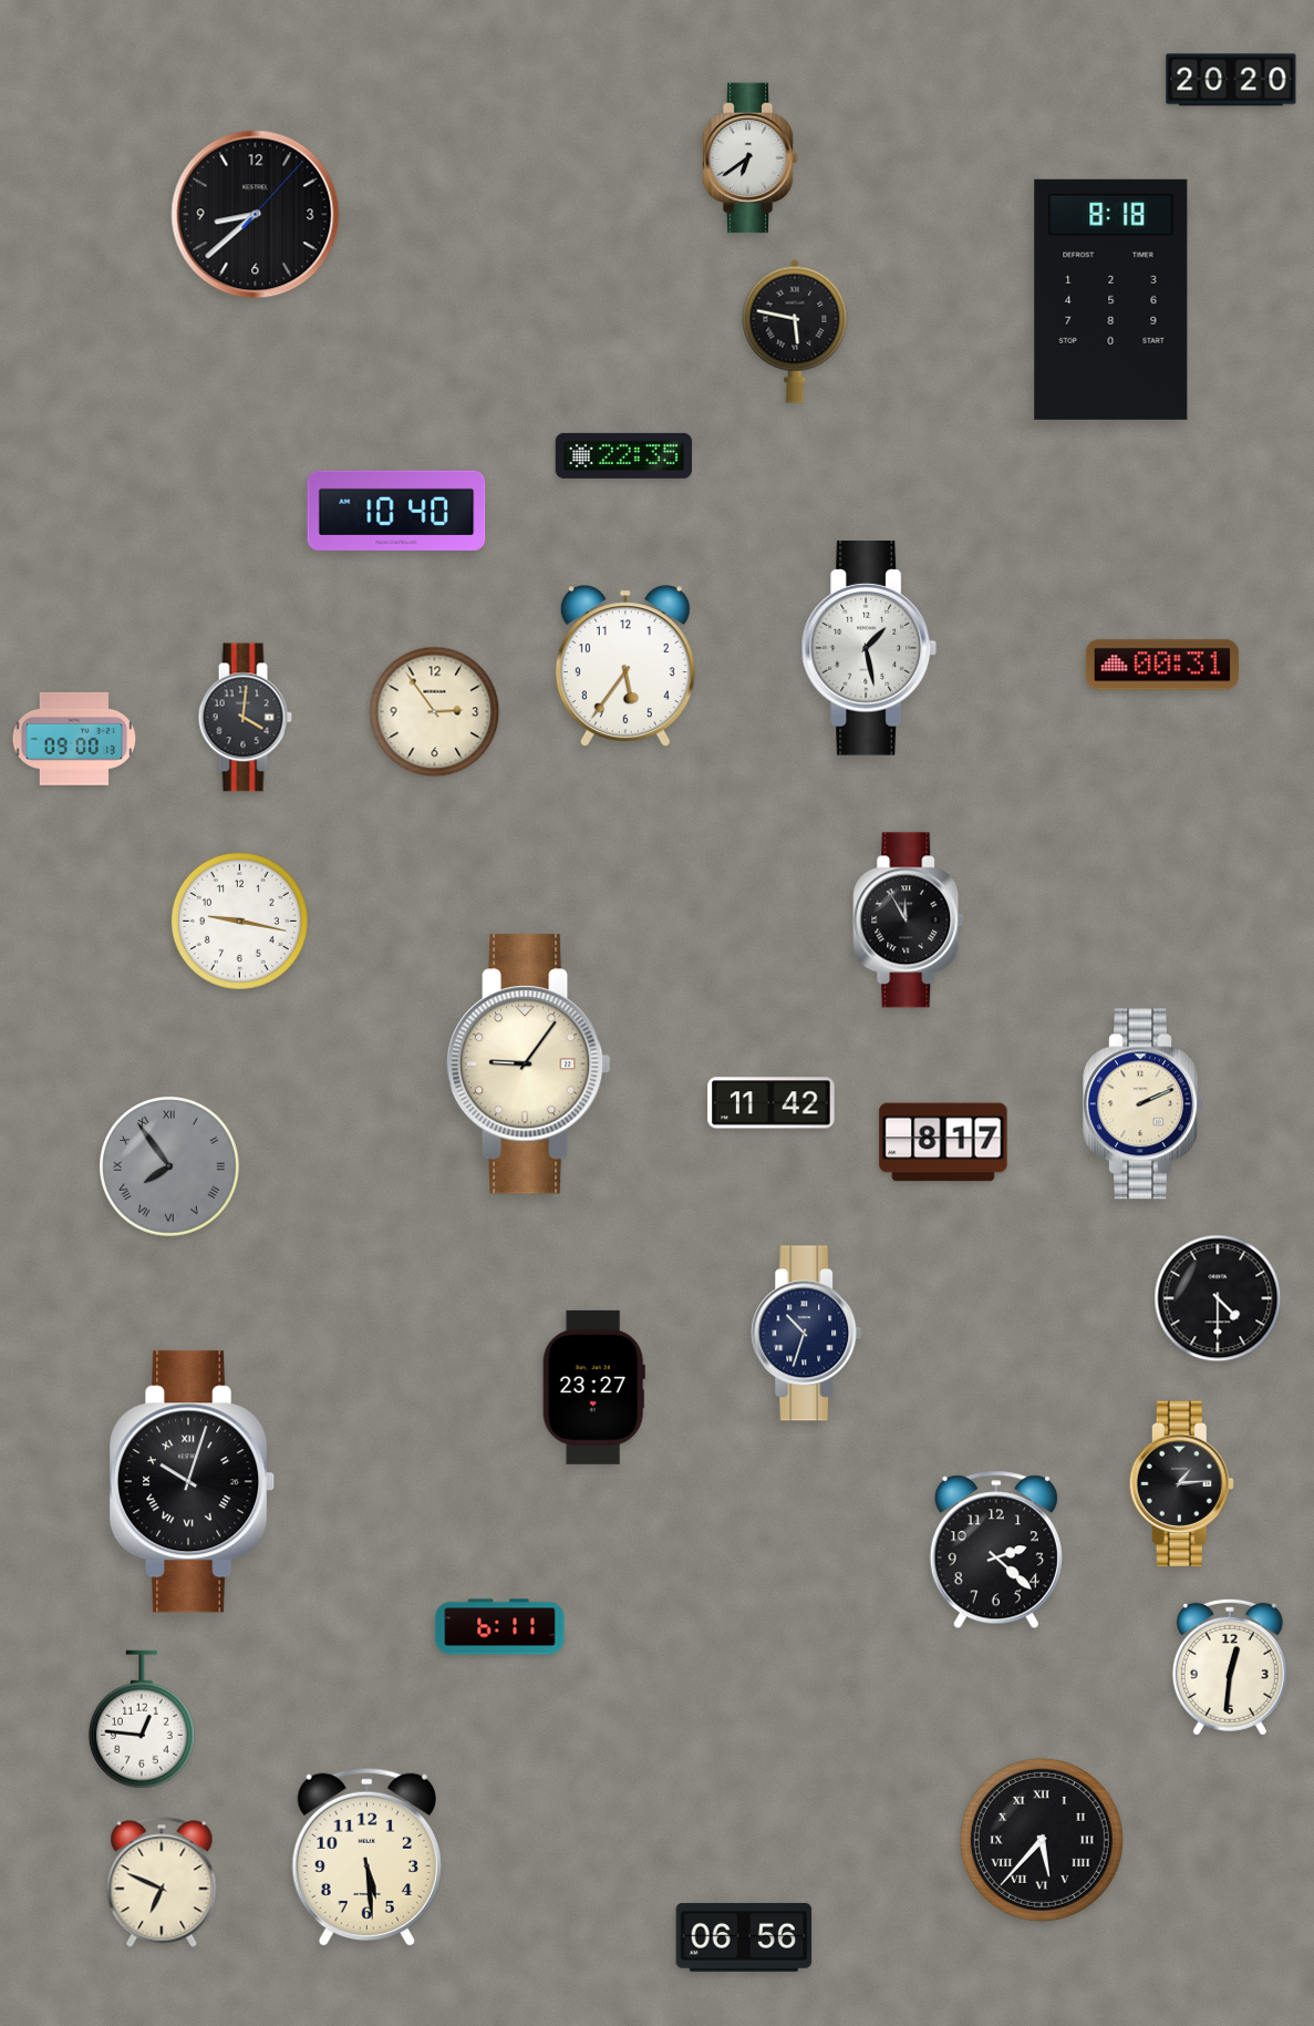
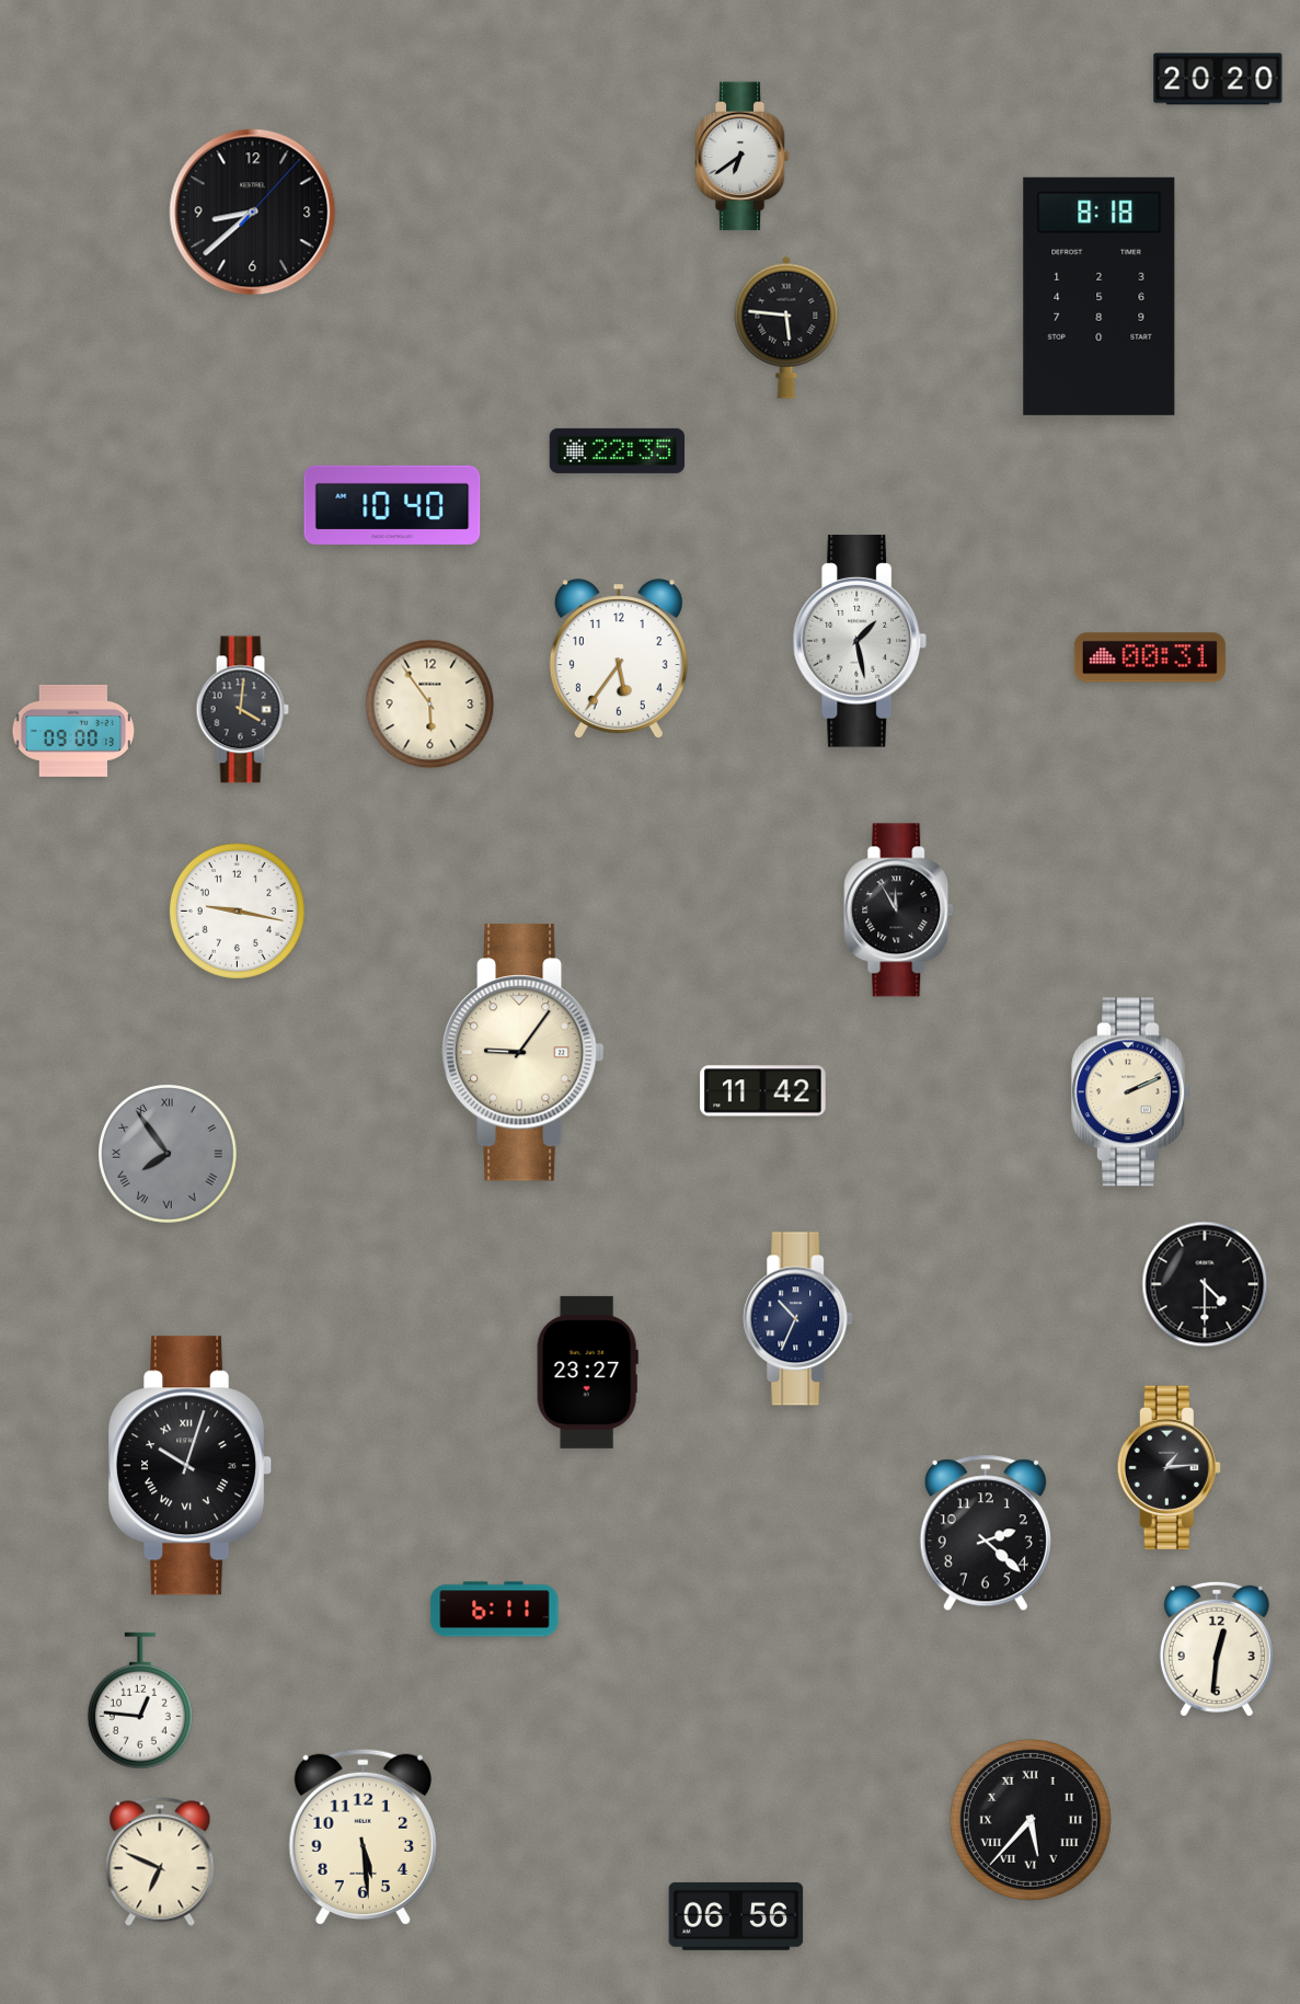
clock at (795, 331): 5:47 -> 5:46
clock at (435, 712): 2:54 -> 5:54
clock at (943, 1142): 8:17 -> none
clock at (807, 1334): 10:33 -> 10:34
